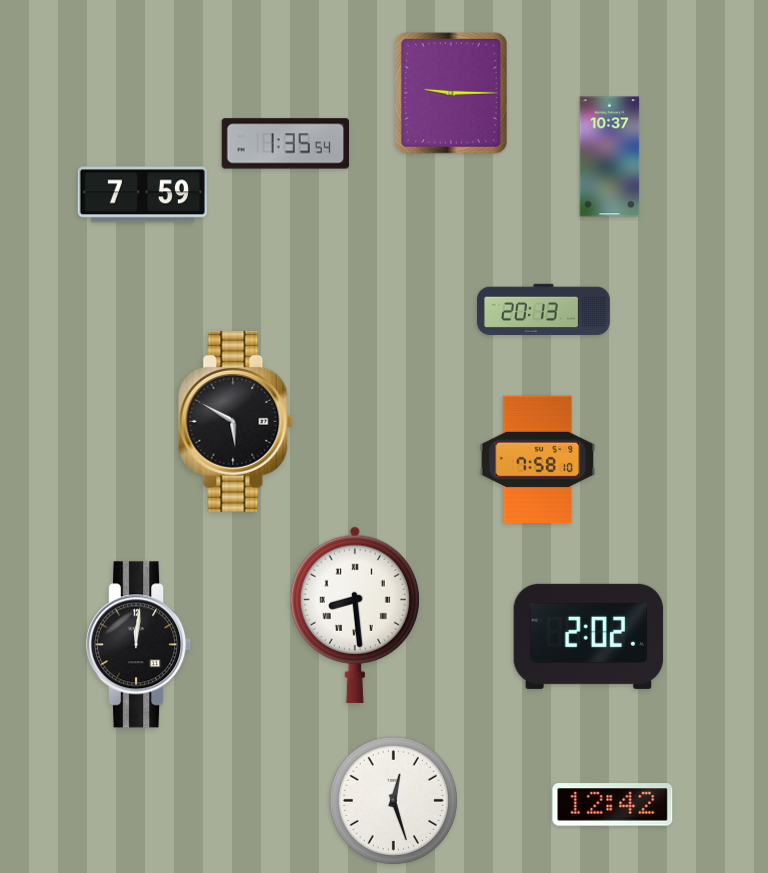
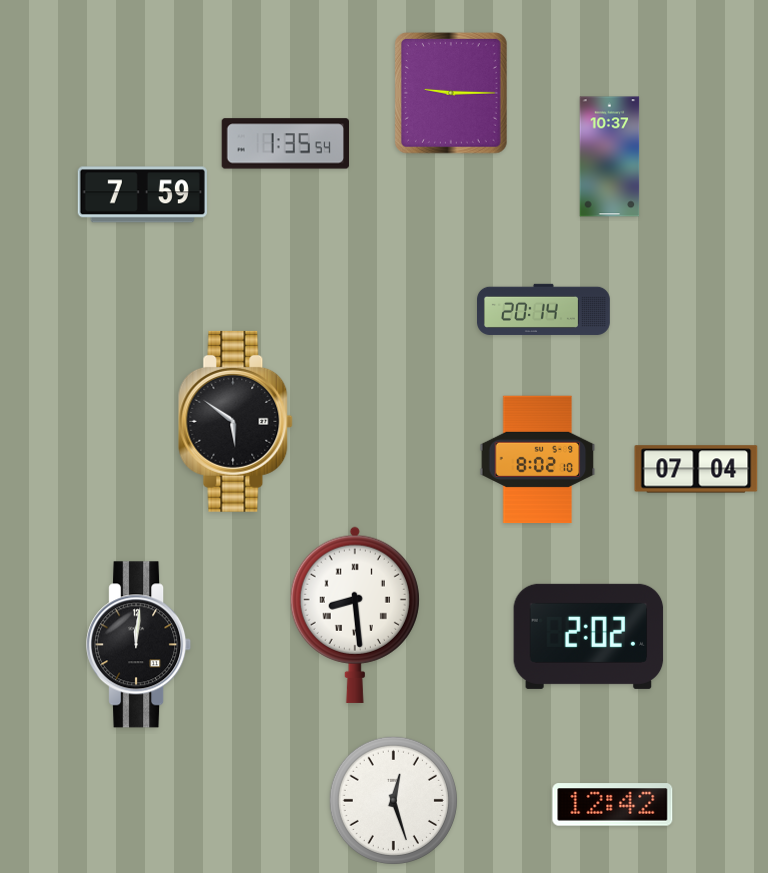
clock at (544, 309): 20:13 -> 20:14
clock at (236, 421): 5:50 -> 5:51
clock at (538, 460): 7:58 -> 8:02
clock at (696, 469): none -> 07:04
